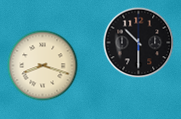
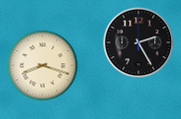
clock at (139, 43): 10:30 -> 2:25
